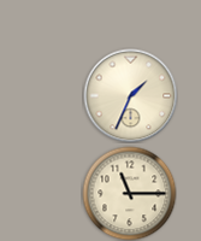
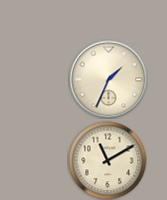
clock at (129, 193): 11:15 -> 11:10
